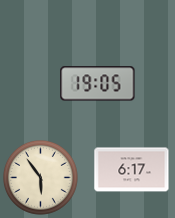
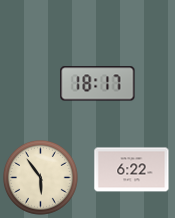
clock at (98, 84): 19:05 -> 18:17
clock at (132, 170): 6:17 -> 6:22
